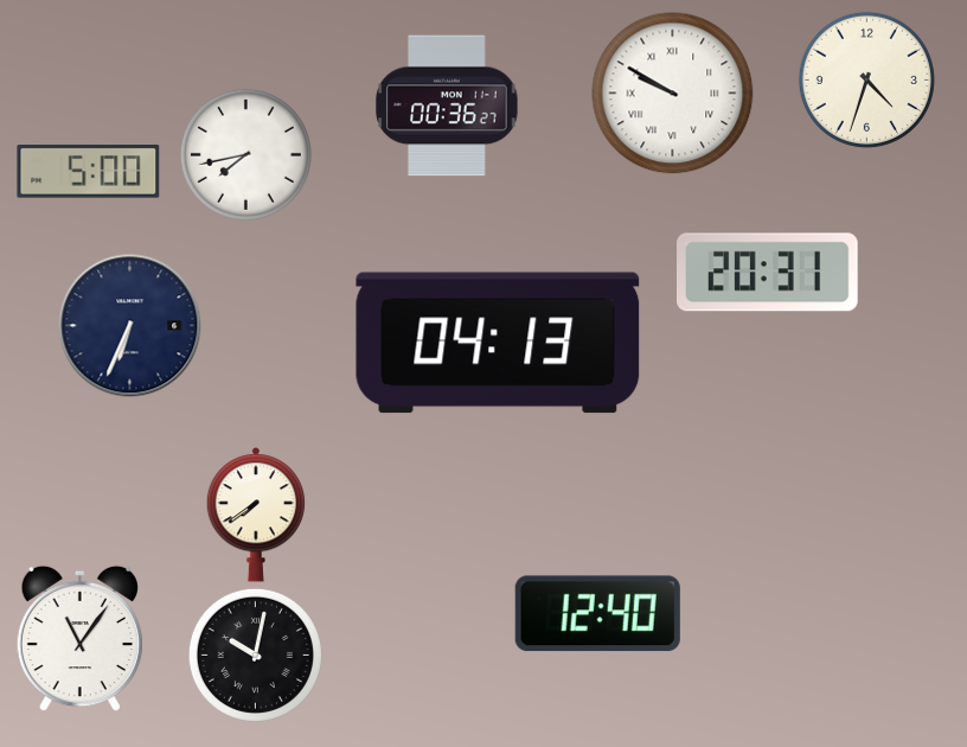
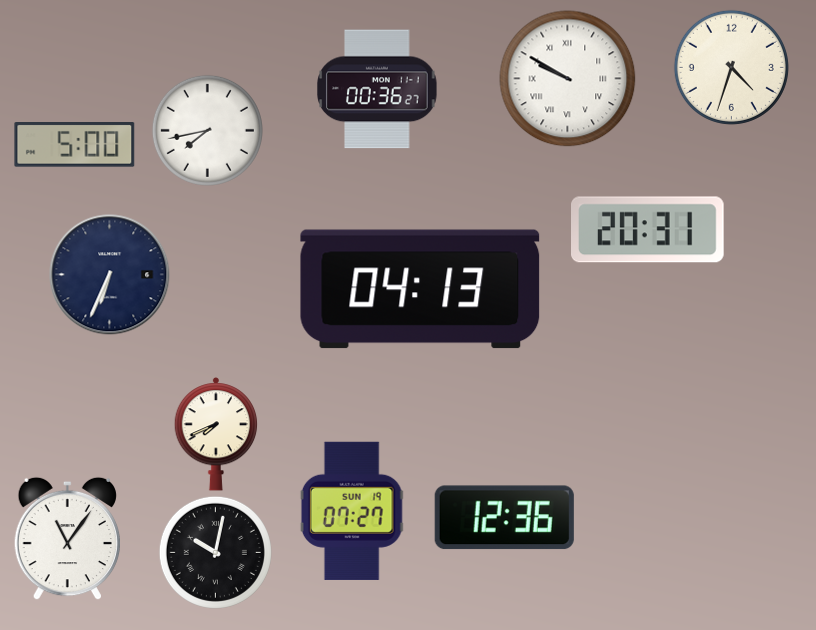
clock at (256, 515): 7:39 -> 7:41
clock at (352, 511): none -> 07:27
clock at (597, 614): 12:40 -> 12:36
